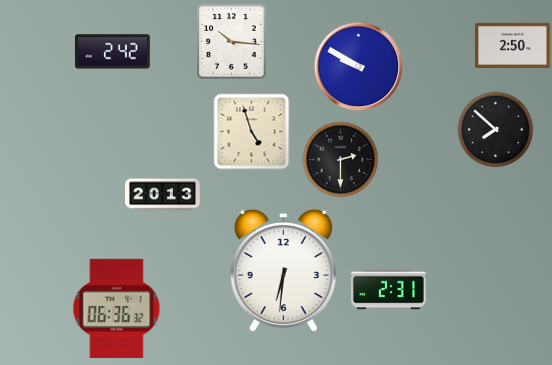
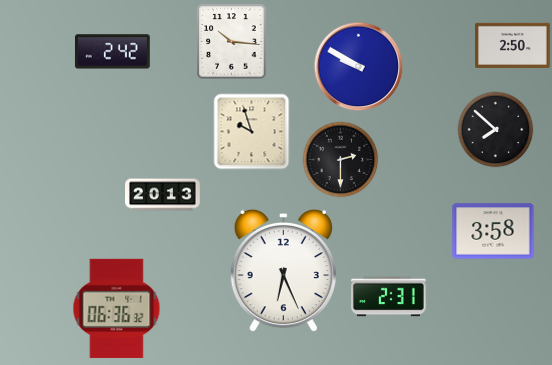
clock at (252, 132): 4:57 -> 9:57
clock at (493, 231): none -> 3:58
clock at (283, 271): 6:31 -> 6:26
clock at (389, 290) position: (389, 290) -> (389, 297)
